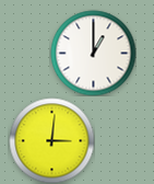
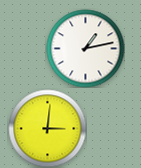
clock at (93, 53): 1:00 -> 1:13
